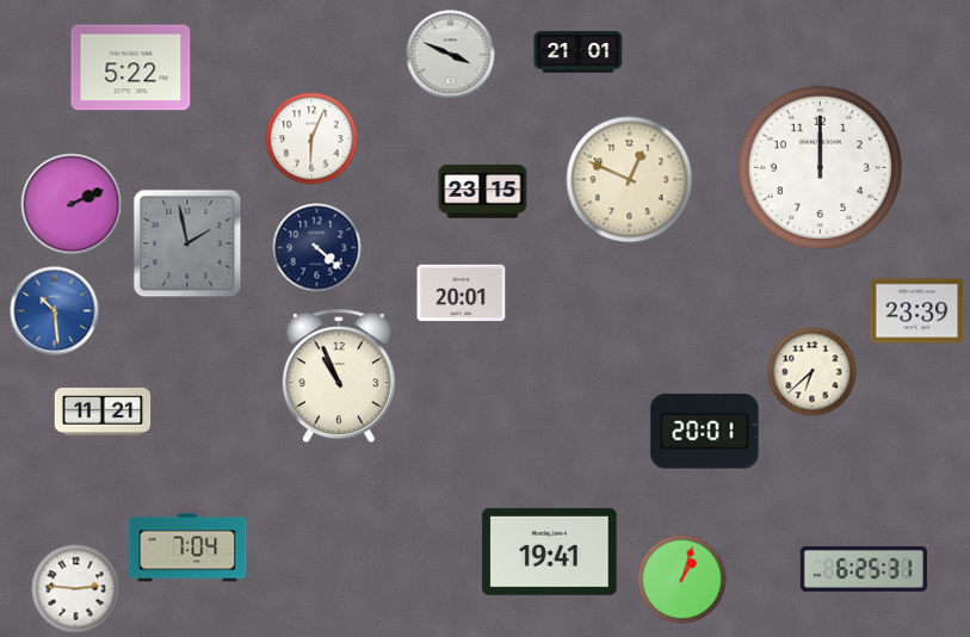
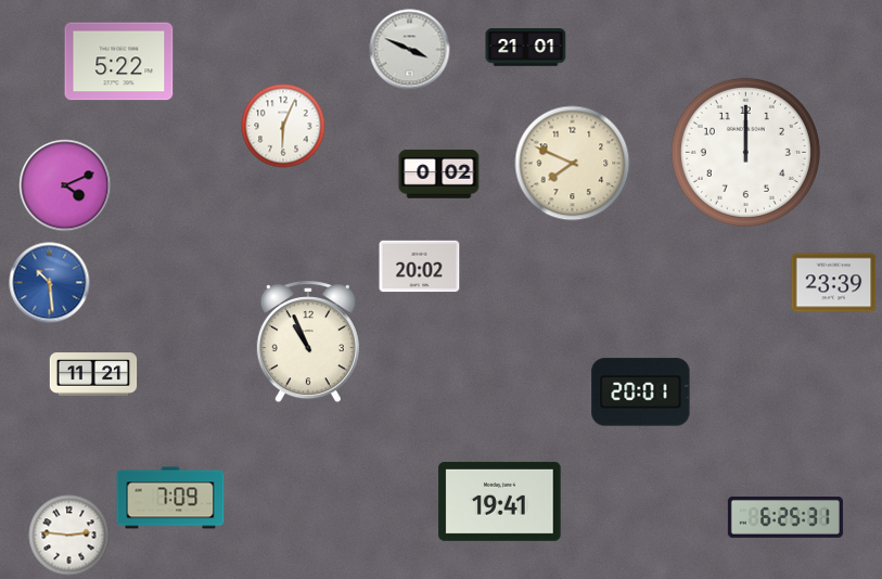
clock at (630, 180): 12:49 -> 7:49
clock at (483, 192): 23:15 -> 0:02
clock at (72, 204): 2:11 -> 4:11
clock at (187, 243): 1:58 -> none
clock at (317, 248): 4:22 -> none
clock at (462, 293): 20:01 -> 20:02
clock at (813, 372): 6:38 -> none
clock at (187, 548): 7:04 -> 7:09
clock at (682, 580): 1:03 -> none
